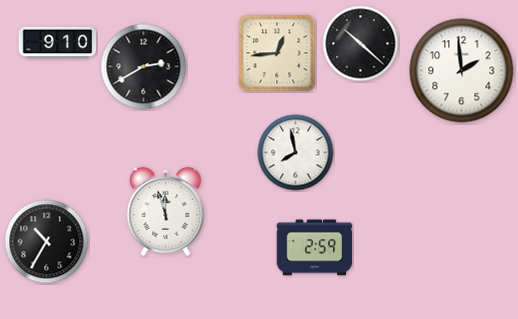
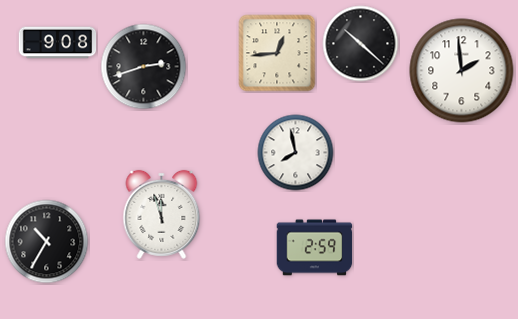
clock at (58, 43): 9:10 -> 9:08
clock at (144, 67): 2:40 -> 2:42
clock at (166, 211) position: (166, 211) -> (162, 214)
